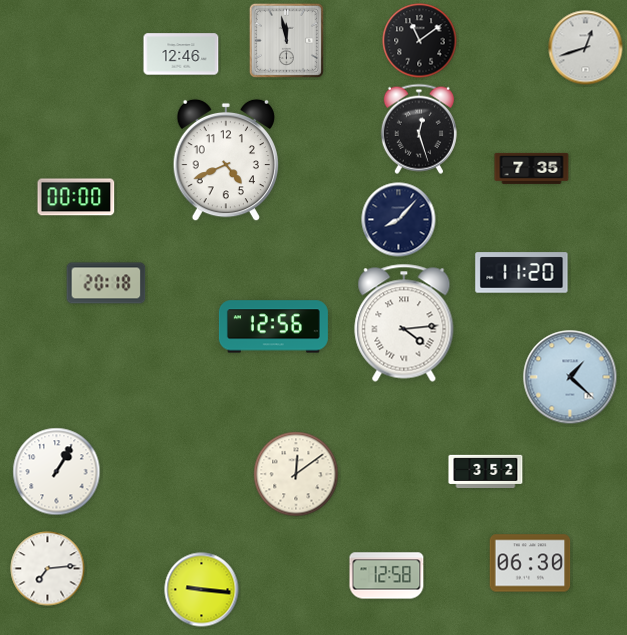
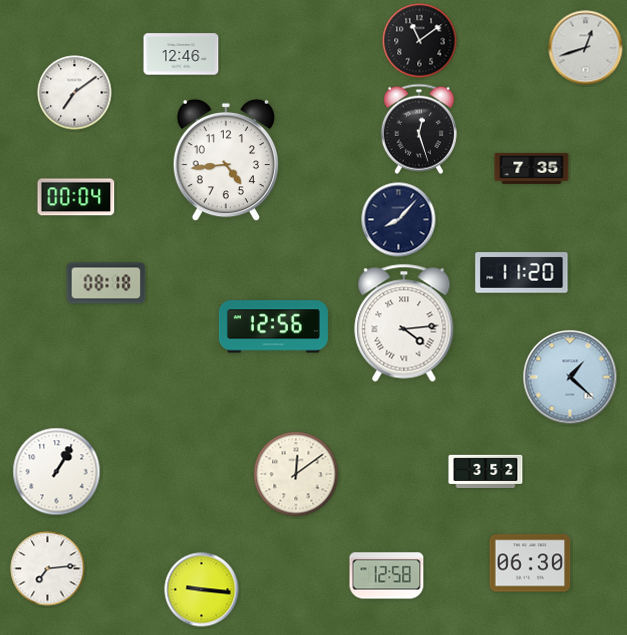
clock at (286, 40): 11:58 -> none
clock at (75, 93): none -> 7:09
clock at (225, 160): 4:41 -> 4:44
clock at (76, 197): 00:00 -> 00:04
clock at (106, 283): 20:18 -> 08:18
